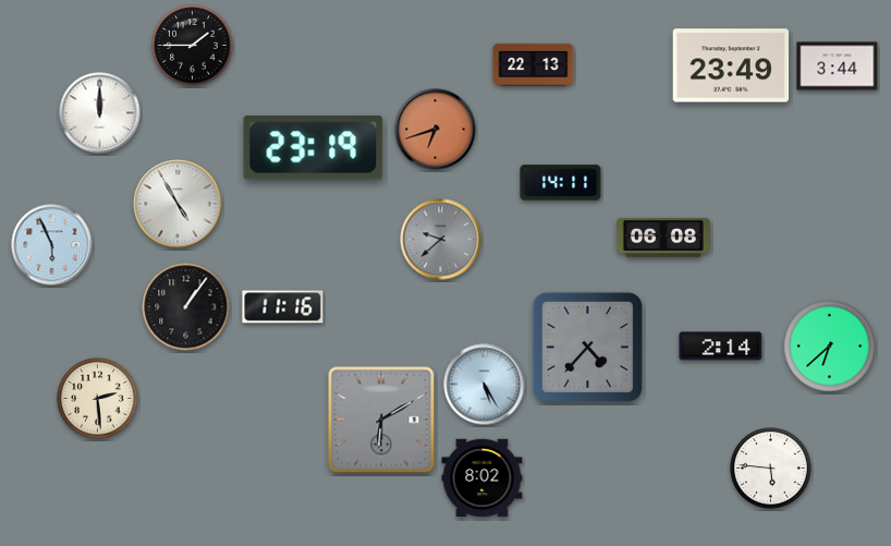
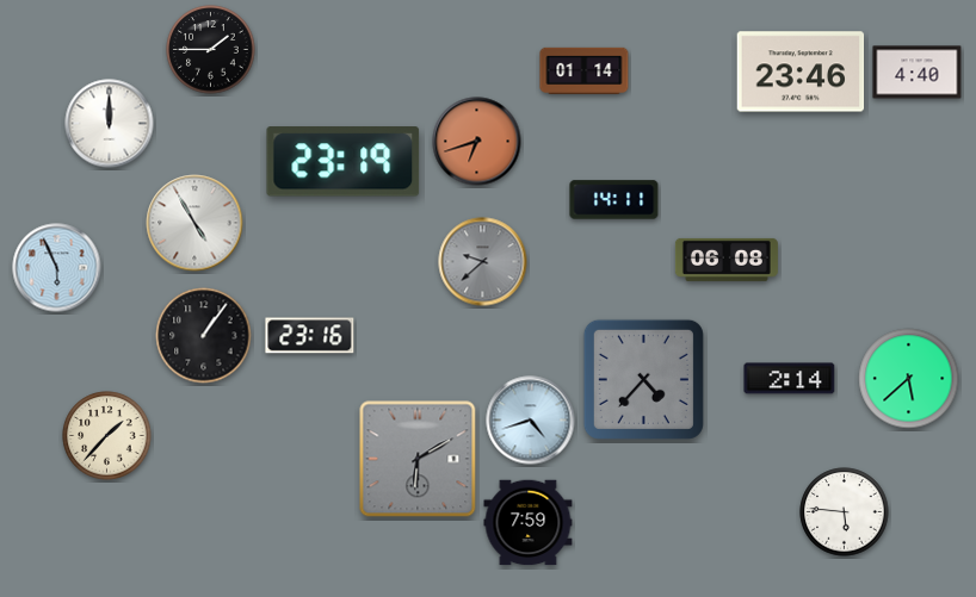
clock at (534, 64): 22:13 -> 01:14
clock at (731, 65): 23:49 -> 23:46
clock at (838, 66): 3:44 -> 4:40
clock at (283, 307): 11:16 -> 23:16
clock at (830, 347): 6:38 -> 5:38
clock at (485, 385): 5:25 -> 4:42
clock at (98, 399): 2:29 -> 1:37
clock at (483, 478): 8:02 -> 7:59
